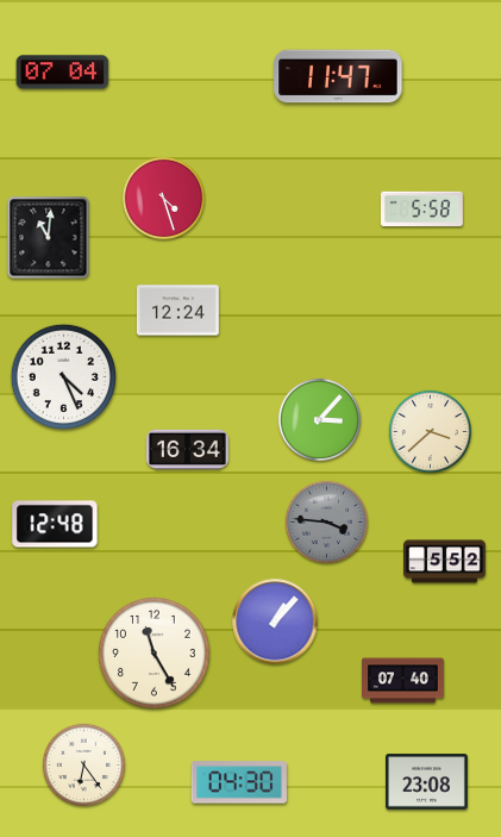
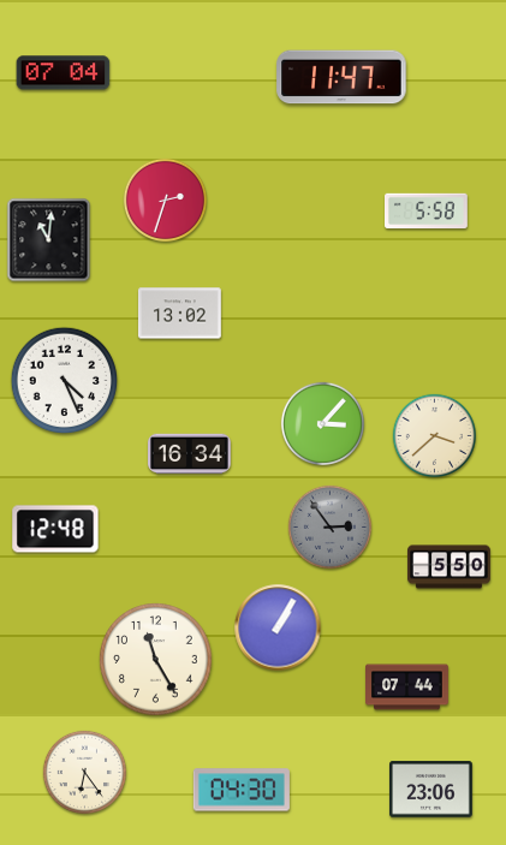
clock at (163, 198): 4:27 -> 2:33
clock at (179, 311): 12:24 -> 13:02
clock at (326, 521): 3:46 -> 2:54
clock at (445, 562): 5:52 -> 5:50
clock at (275, 621): 1:07 -> 1:05
clock at (403, 681): 07:40 -> 07:44
clock at (427, 782): 23:08 -> 23:06
